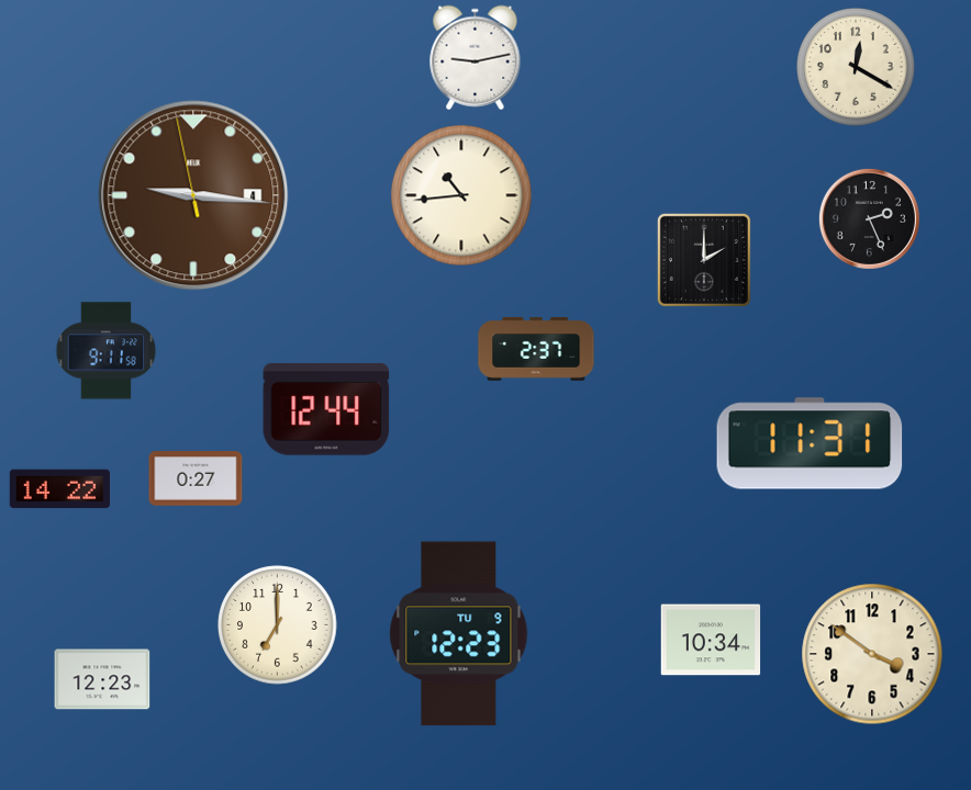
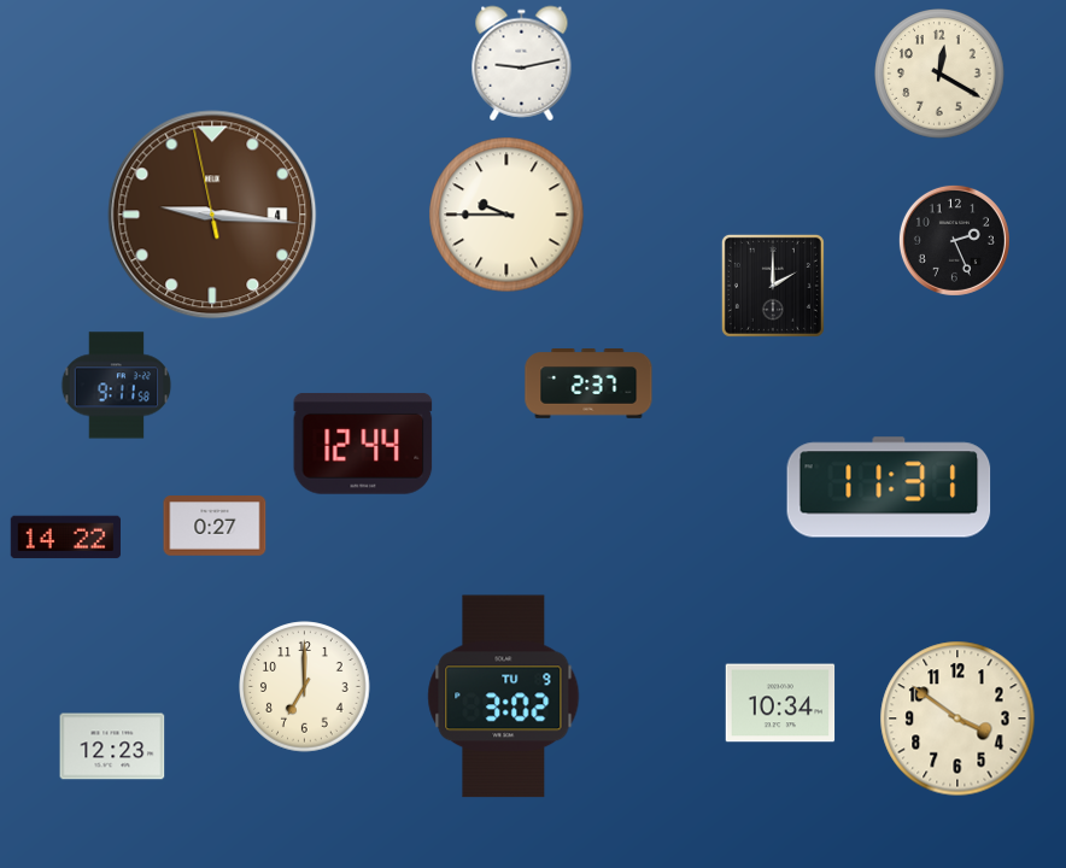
clock at (461, 195): 10:44 -> 9:45
clock at (326, 409) position: (326, 409) -> (363, 444)
clock at (459, 634): 12:23 -> 3:02
